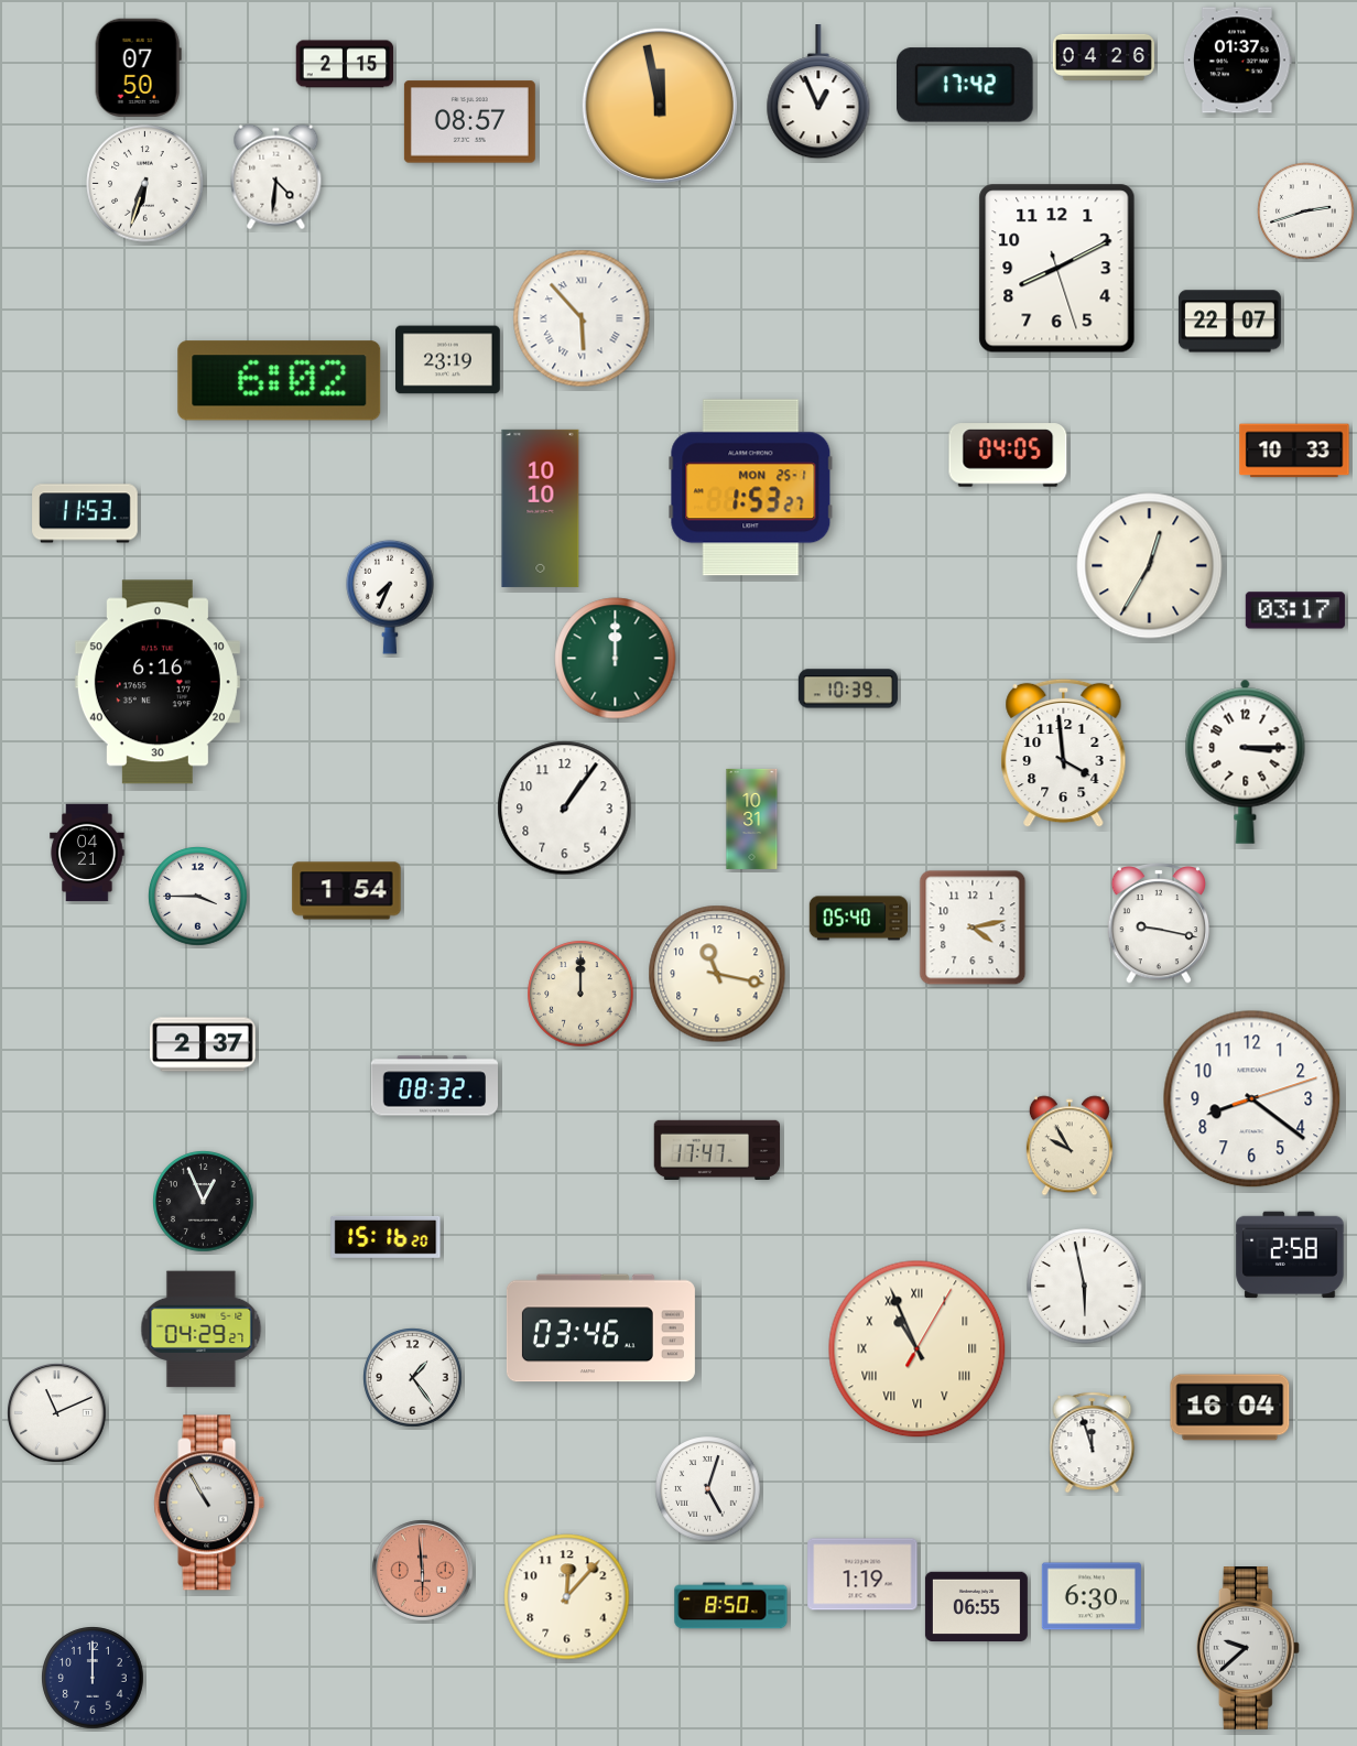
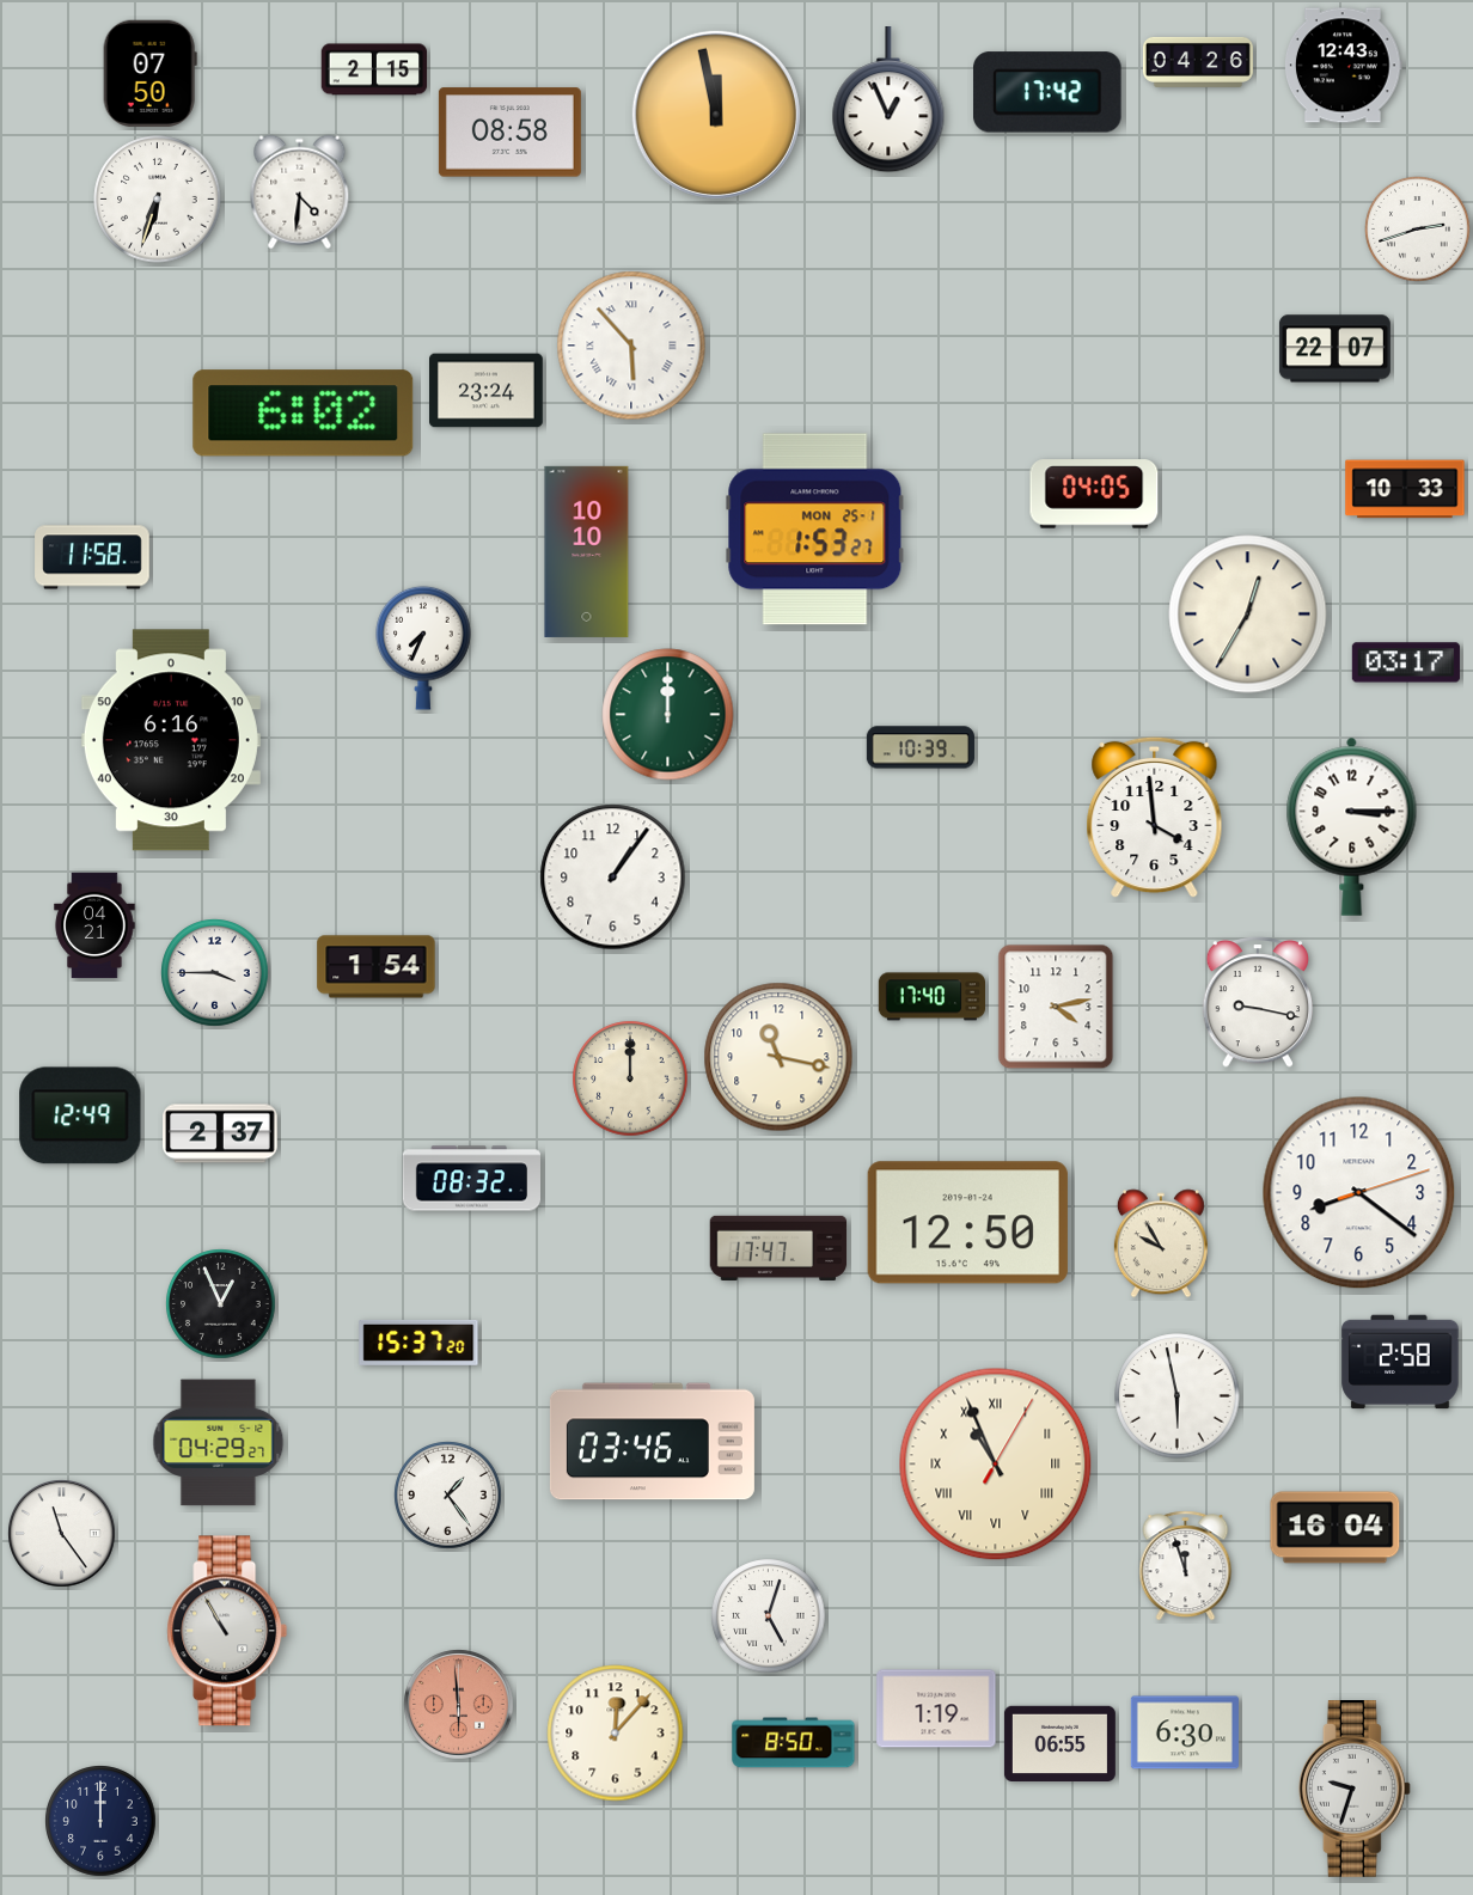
clock at (1238, 61): 01:37 -> 12:43
clock at (469, 122): 08:57 -> 08:58
clock at (1057, 269): 8:10 -> none
clock at (448, 360): 23:19 -> 23:24
clock at (85, 513): 11:53 -> 11:58
clock at (752, 818): 10:31 -> none
clock at (858, 919): 05:40 -> 17:40
clock at (80, 1115): none -> 12:49
clock at (967, 1223): none -> 12:50
clock at (386, 1237): 15:16 -> 15:37
clock at (57, 1413): 11:11 -> 11:24
clock at (1248, 1649): 9:38 -> 9:33
